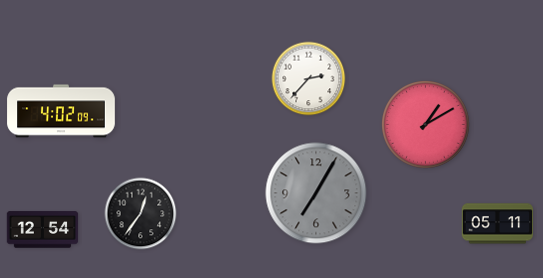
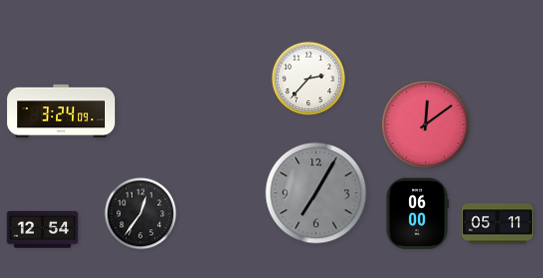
clock at (61, 111): 4:02 -> 3:24
clock at (426, 125): 1:10 -> 12:09
clock at (417, 214): none -> 06:00
